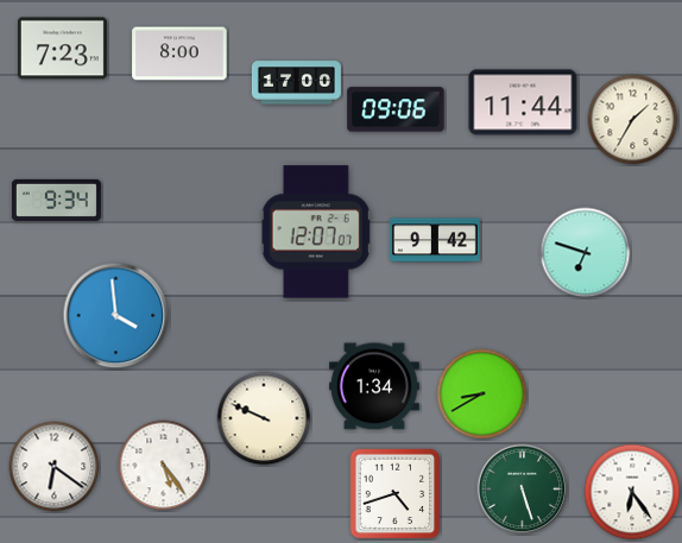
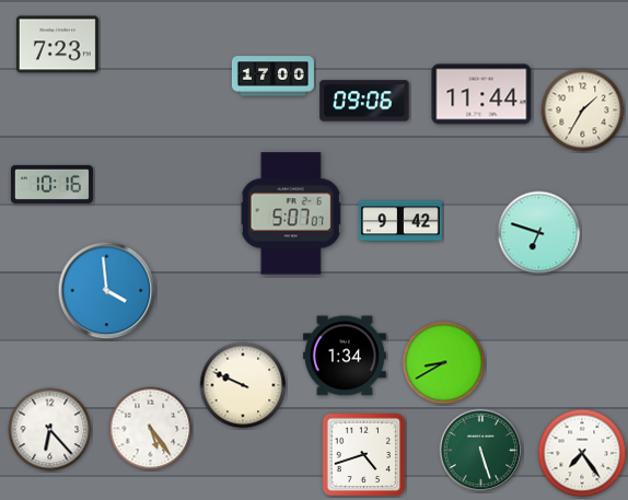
clock at (179, 53): 8:00 -> none
clock at (56, 200): 9:34 -> 10:16
clock at (316, 232): 12:07 -> 5:07
clock at (55, 467): 6:21 -> 6:23
clock at (632, 492): 6:24 -> 7:24
